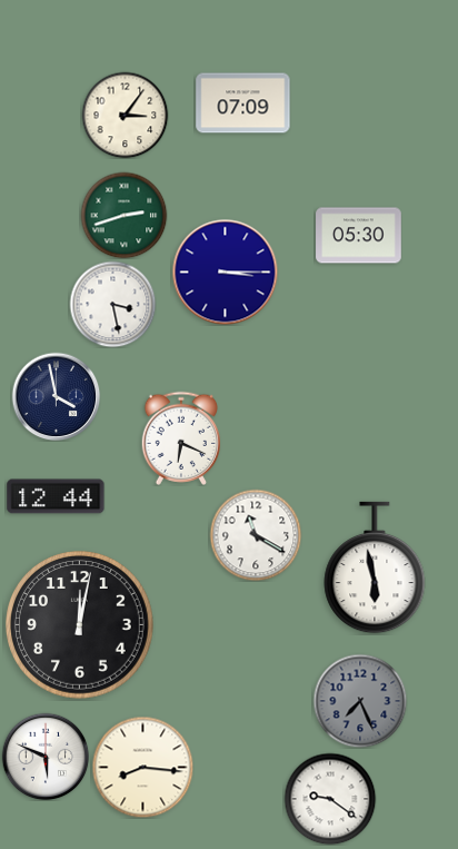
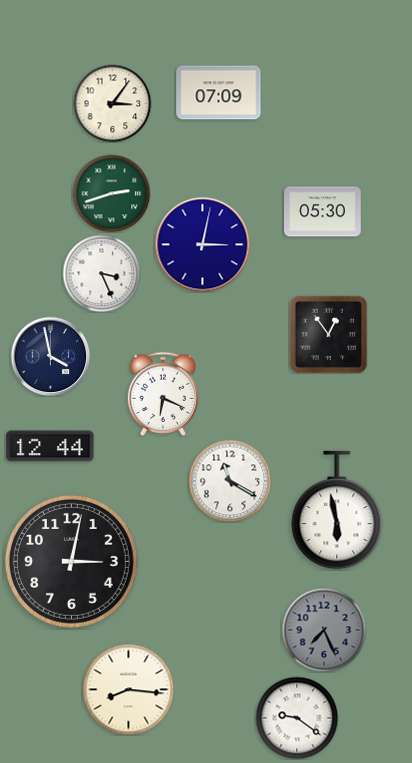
clock at (225, 272): 3:15 -> 3:02
clock at (112, 304): 3:28 -> 3:26
clock at (328, 334): none -> 12:54
clock at (80, 625): 12:02 -> 3:02
clock at (46, 757): 5:49 -> none
